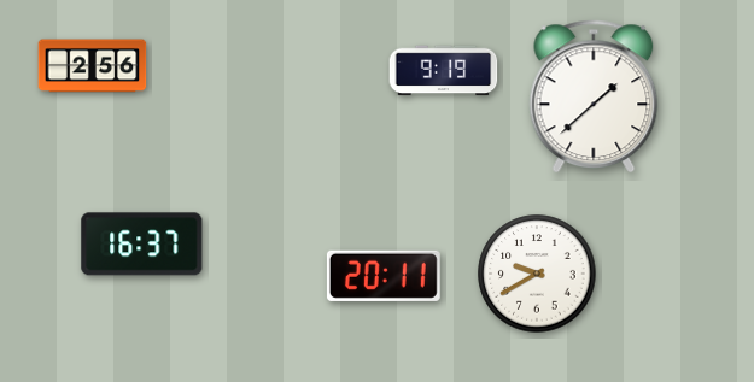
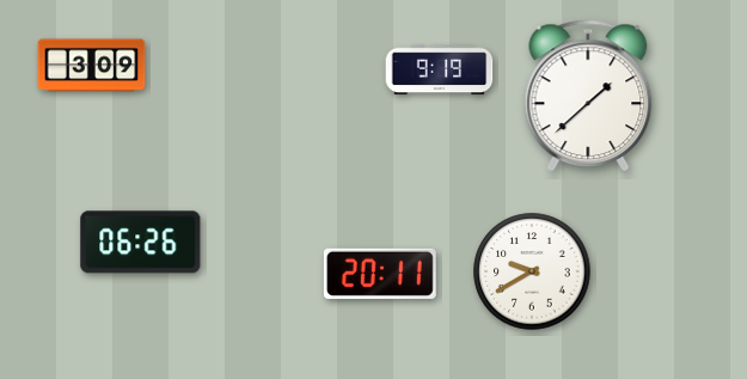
clock at (93, 66): 2:56 -> 3:09
clock at (142, 245): 16:37 -> 06:26
